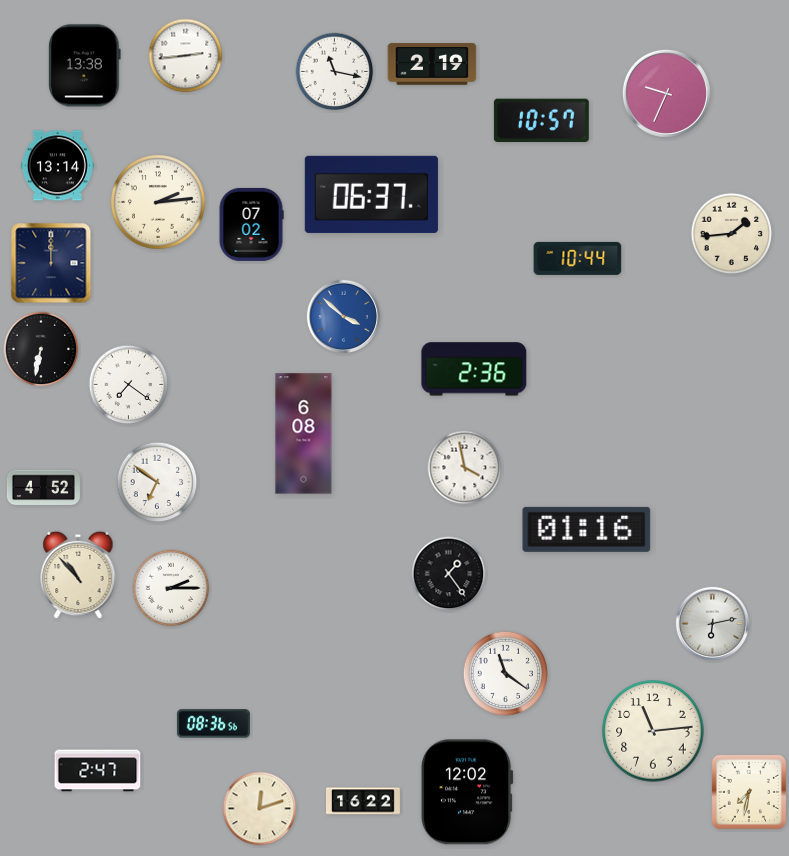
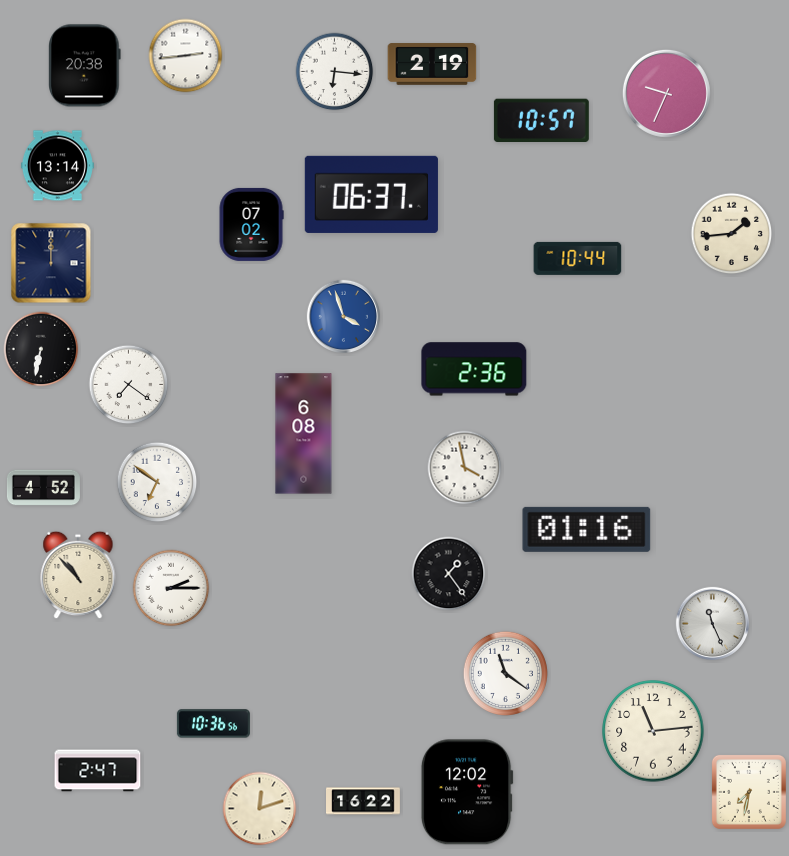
clock at (85, 66): 13:38 -> 20:38
clock at (335, 72): 11:17 -> 6:16
clock at (159, 203): 2:14 -> none
clock at (343, 316): 3:52 -> 3:57
clock at (712, 623): 6:13 -> 11:26
clock at (213, 724): 08:36 -> 10:36
